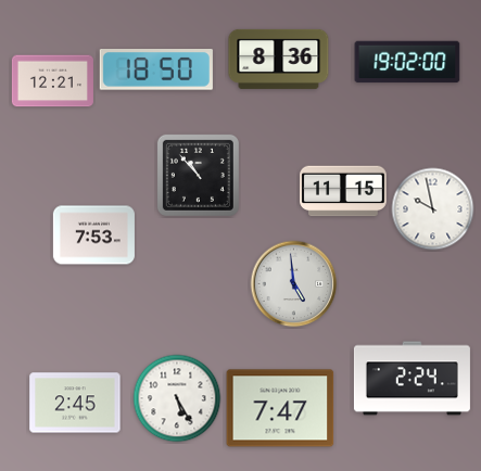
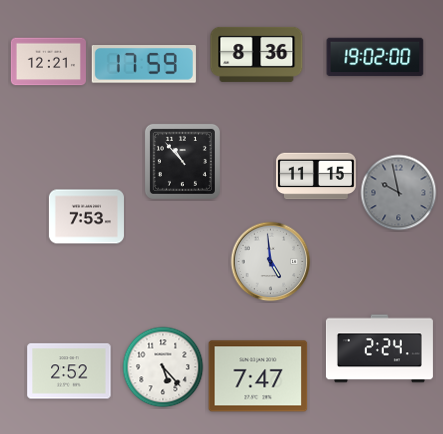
clock at (156, 71): 18:50 -> 17:59
clock at (52, 81) position: (52, 81) -> (48, 62)
clock at (433, 209) dial: white -> grey
clock at (177, 398): 5:25 -> 5:23
clock at (75, 403): 2:45 -> 2:52
